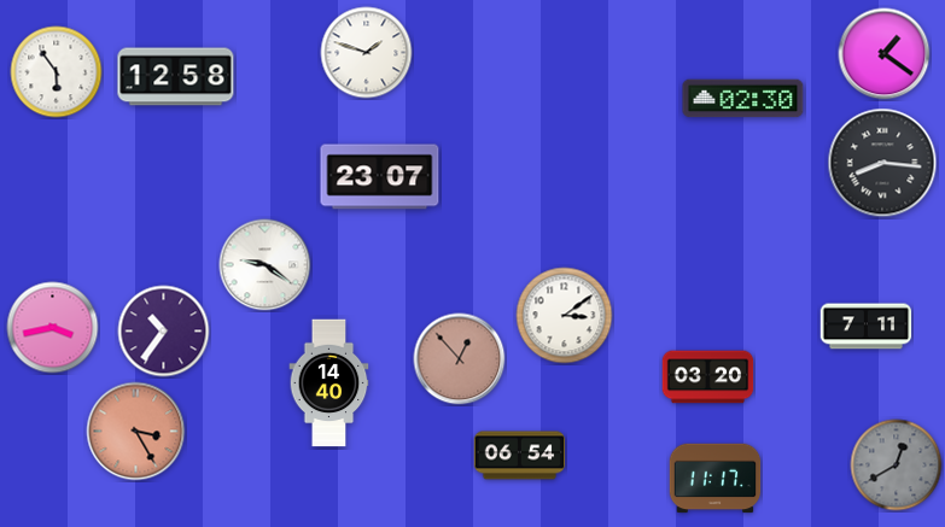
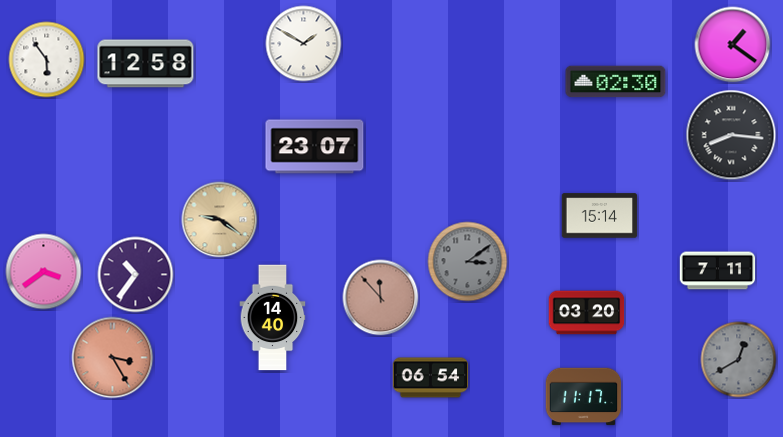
clock at (367, 53): 1:48 -> 1:50
clock at (600, 216): none -> 15:14
clock at (266, 265) dial: white -> champagne
clock at (565, 316) dial: white -> grey
clock at (53, 328): 3:43 -> 3:39
clock at (460, 359): 12:53 -> 11:53
clock at (897, 465) position: (897, 465) -> (739, 360)
clock at (716, 479) position: (716, 479) -> (584, 397)
